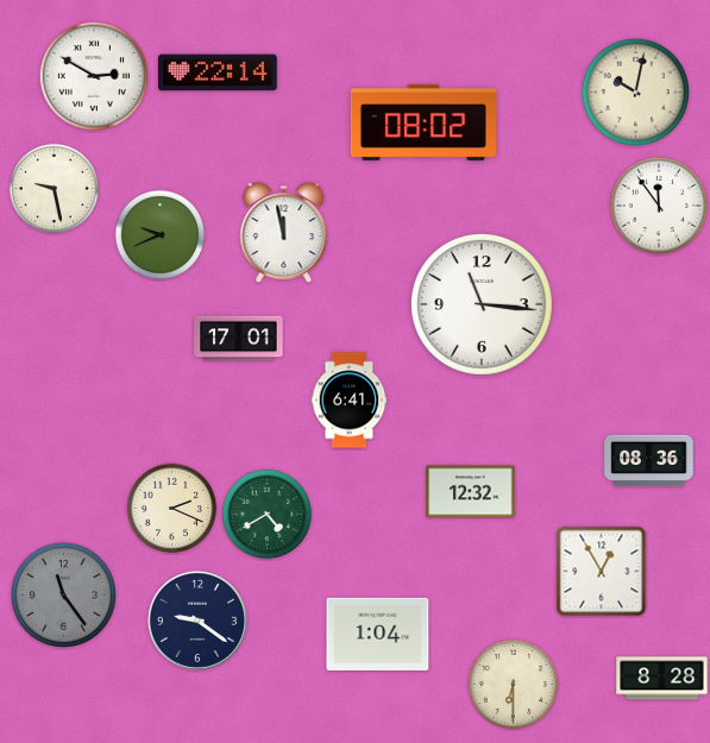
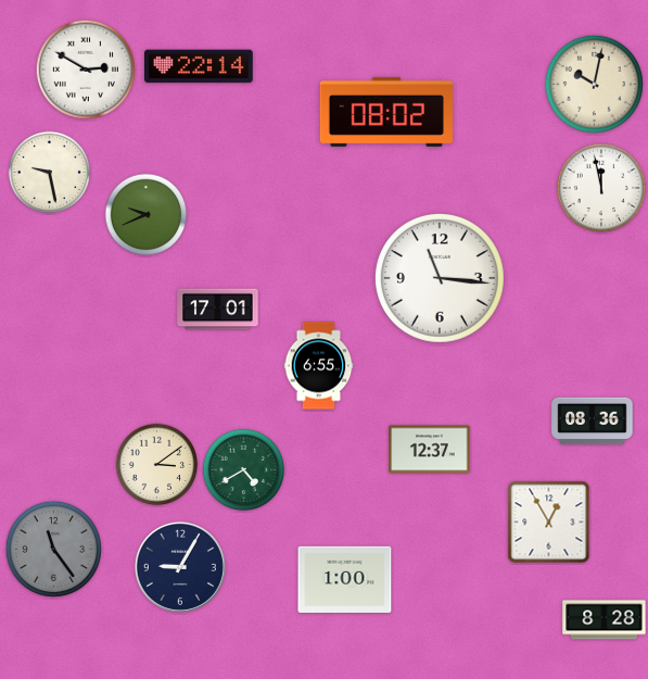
clock at (635, 92) position: (635, 92) -> (594, 84)
clock at (658, 204): 11:54 -> 11:58
clock at (284, 233): 11:58 -> none
clock at (350, 401): 6:41 -> 6:55
clock at (471, 492): 12:32 -> 12:37
clock at (172, 509): 2:19 -> 3:09
clock at (63, 594) position: (63, 594) -> (53, 549)
clock at (197, 621): 9:21 -> 9:05
clock at (378, 634): 1:04 -> 1:00
clock at (514, 685): 6:30 -> none
